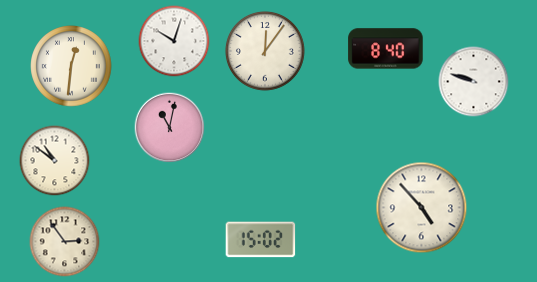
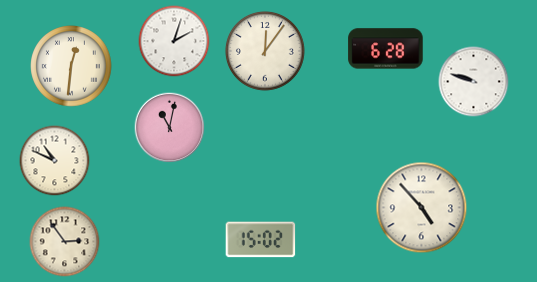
clock at (174, 41): 10:03 -> 2:03
clock at (386, 49): 8:40 -> 6:28
clock at (55, 161): 10:51 -> 10:49
